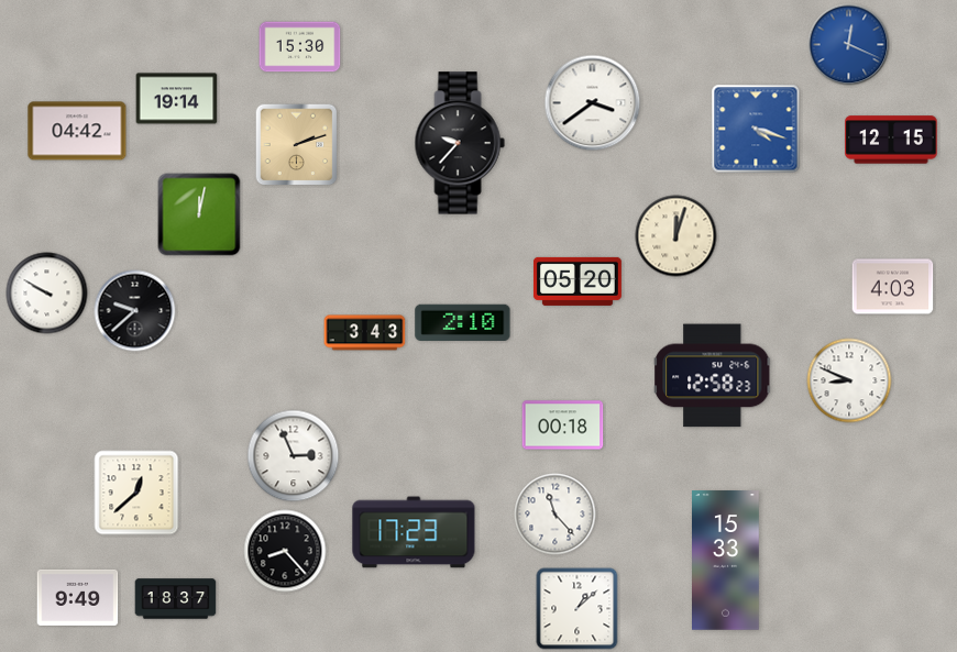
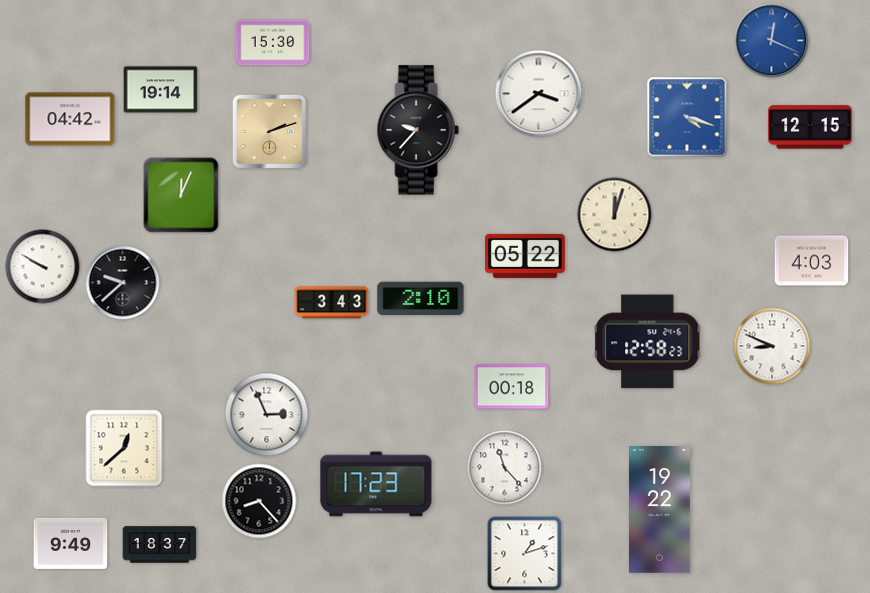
clock at (199, 214): 12:02 -> 12:04
clock at (577, 281): 05:20 -> 05:22
clock at (463, 322) position: (463, 322) -> (421, 298)
clock at (726, 561): 15:33 -> 19:22
clock at (577, 609): 1:08 -> 1:12
